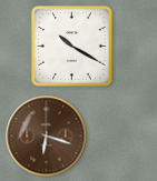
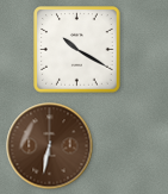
clock at (47, 137): 6:18 -> 6:32
